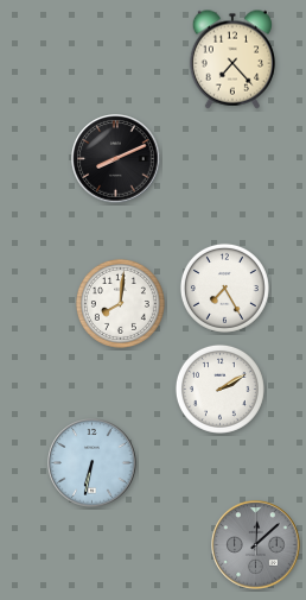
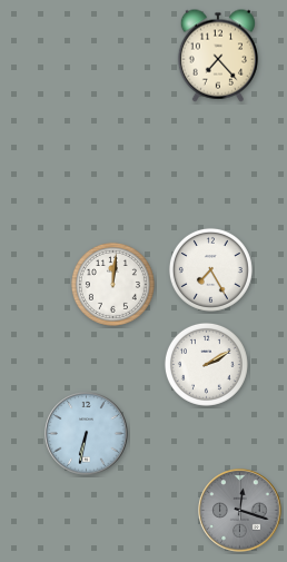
clock at (116, 159): 8:11 -> none
clock at (120, 303): 8:01 -> 12:01
clock at (256, 545): 12:08 -> 12:18
